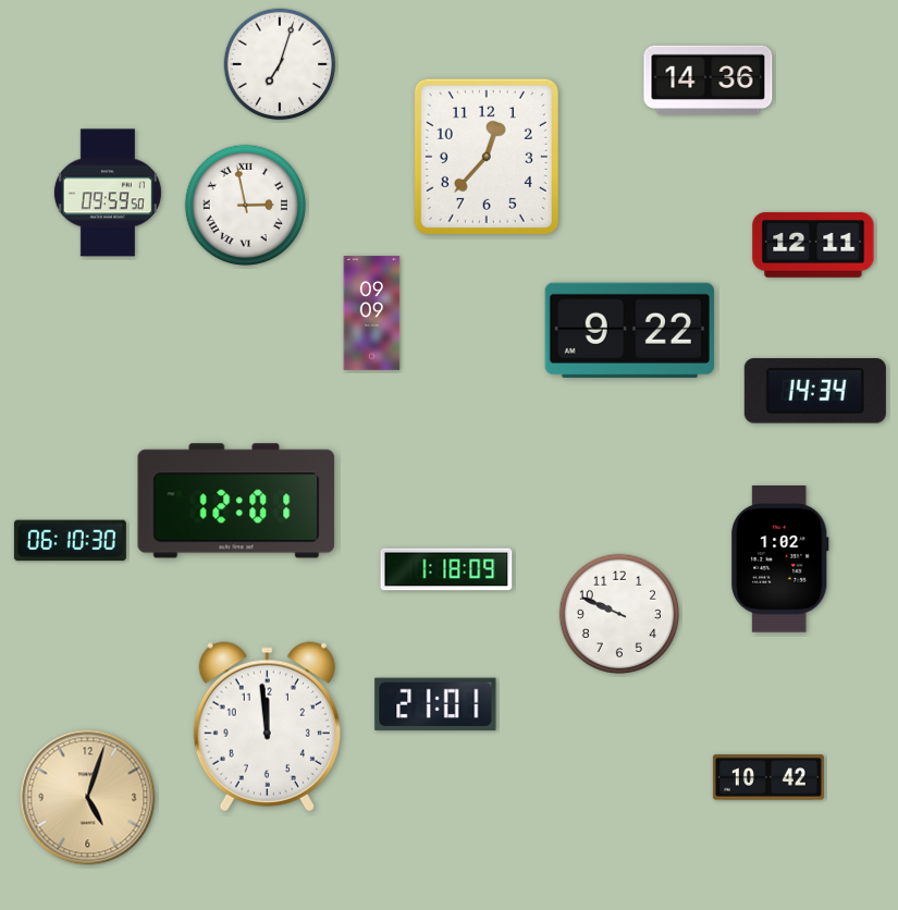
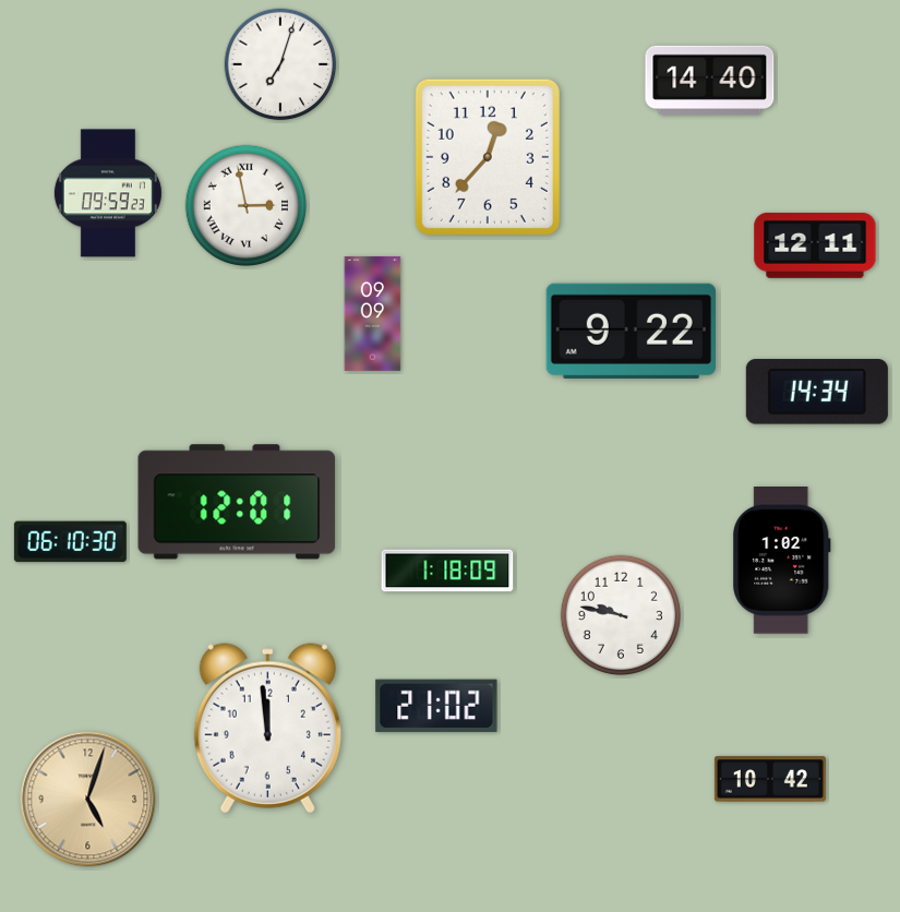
clock at (709, 79): 14:36 -> 14:40
clock at (108, 193): 09:59:50 -> 09:59:23
clock at (618, 613): 9:49 -> 9:47
clock at (435, 704): 21:01 -> 21:02
